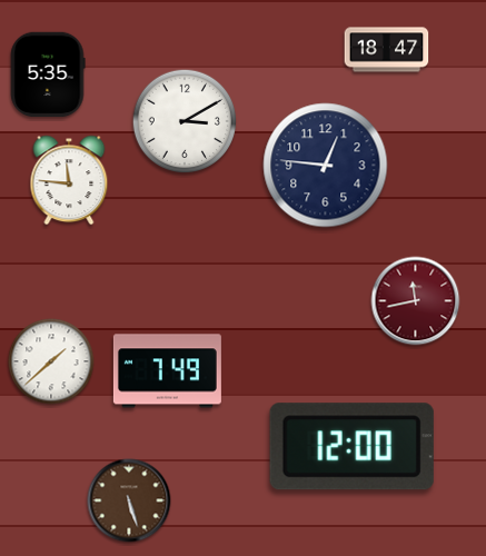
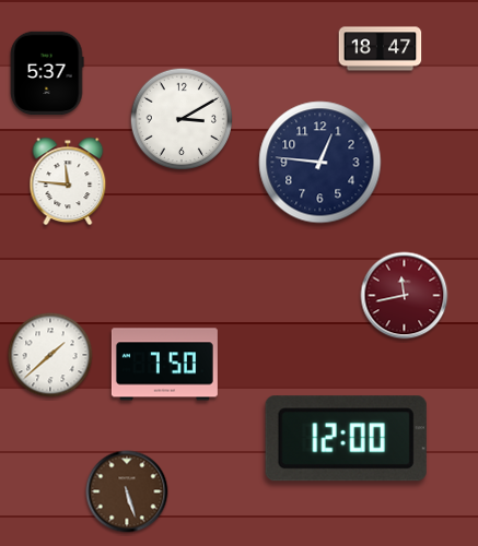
clock at (48, 75): 5:35 -> 5:37
clock at (69, 180) position: (69, 180) -> (68, 181)
clock at (416, 301) position: (416, 301) -> (405, 296)
clock at (167, 371): 7:49 -> 7:50
